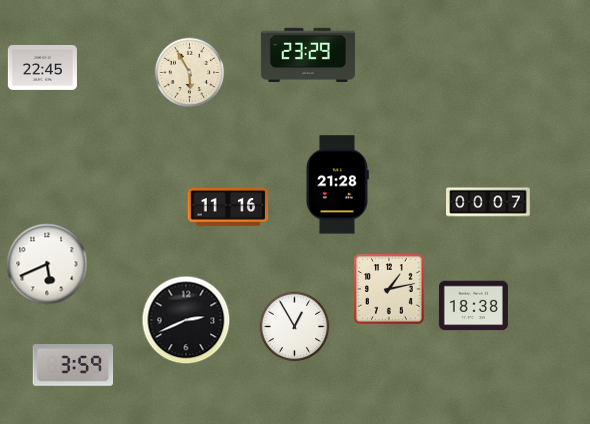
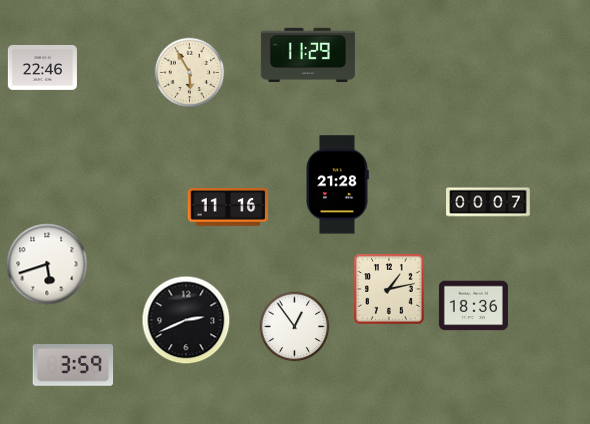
clock at (308, 55): 23:29 -> 11:29
clock at (42, 67): 22:45 -> 22:46
clock at (47, 264): 5:41 -> 5:42
clock at (473, 306): 18:38 -> 18:36
clock at (295, 327): 12:55 -> 12:54
